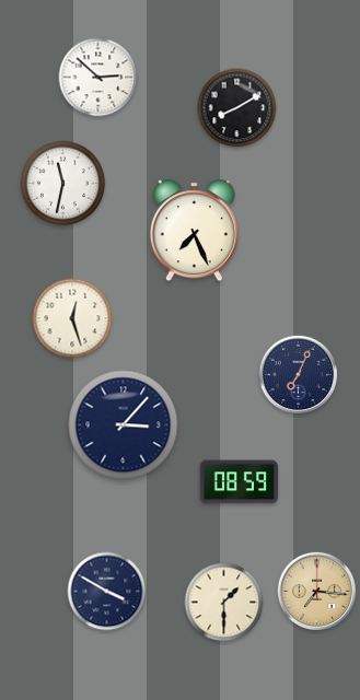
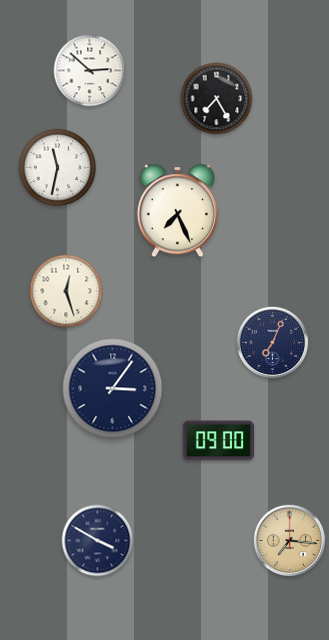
clock at (237, 108): 8:10 -> 7:25
clock at (124, 425): 3:07 -> 3:06
clock at (239, 482): 08:59 -> 09:00
clock at (224, 603): 1:30 -> none
